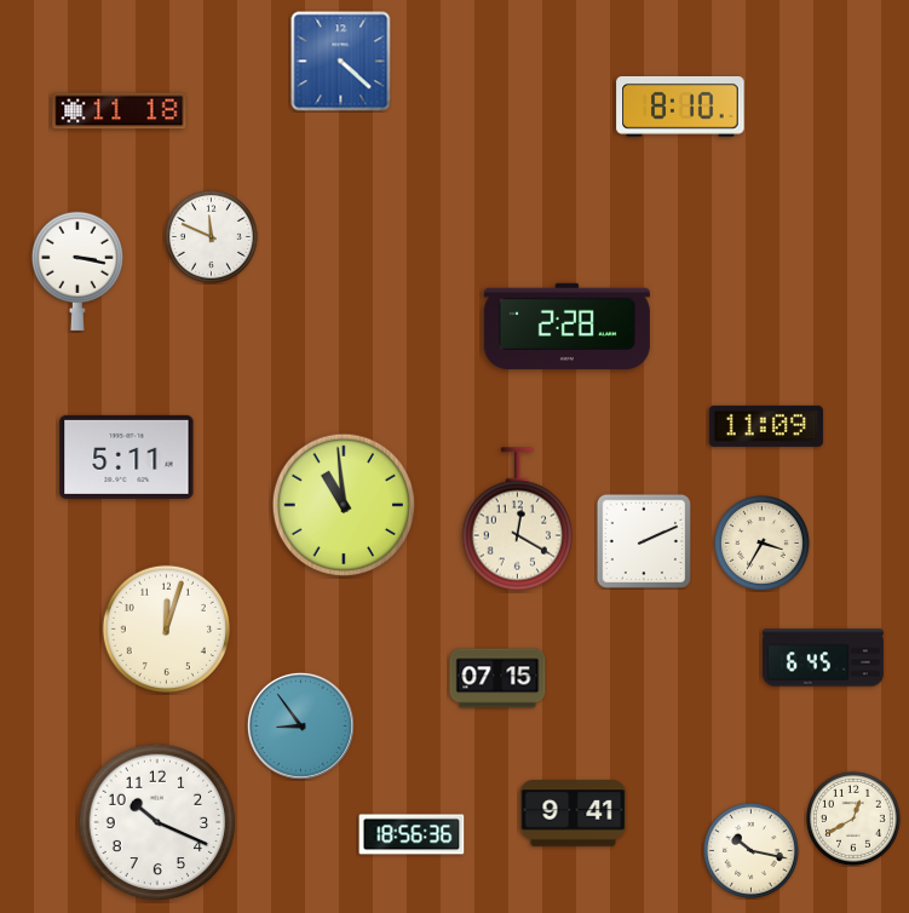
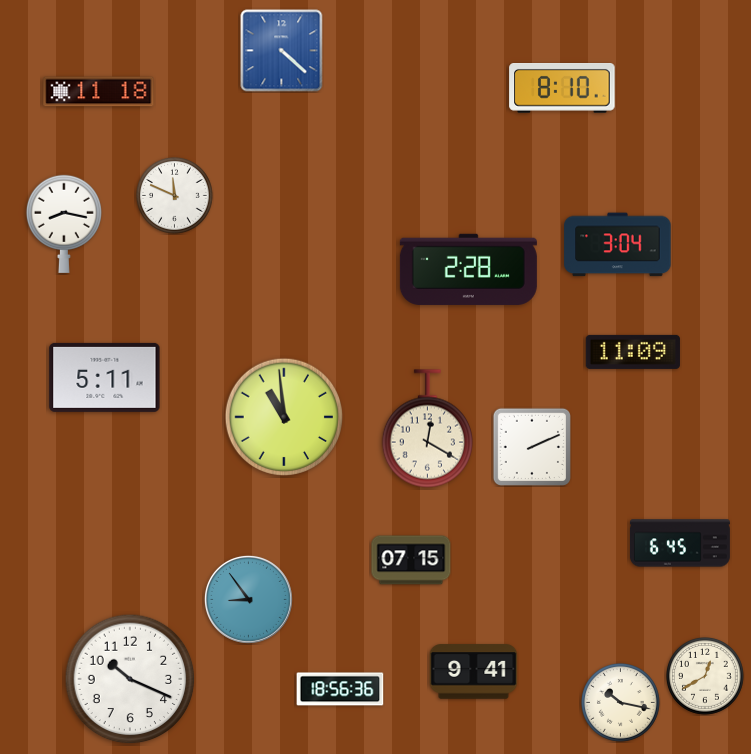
clock at (77, 271): 3:17 -> 8:17
clock at (618, 245): none -> 3:04
clock at (763, 544): 3:35 -> none
clock at (166, 628): 12:03 -> none
